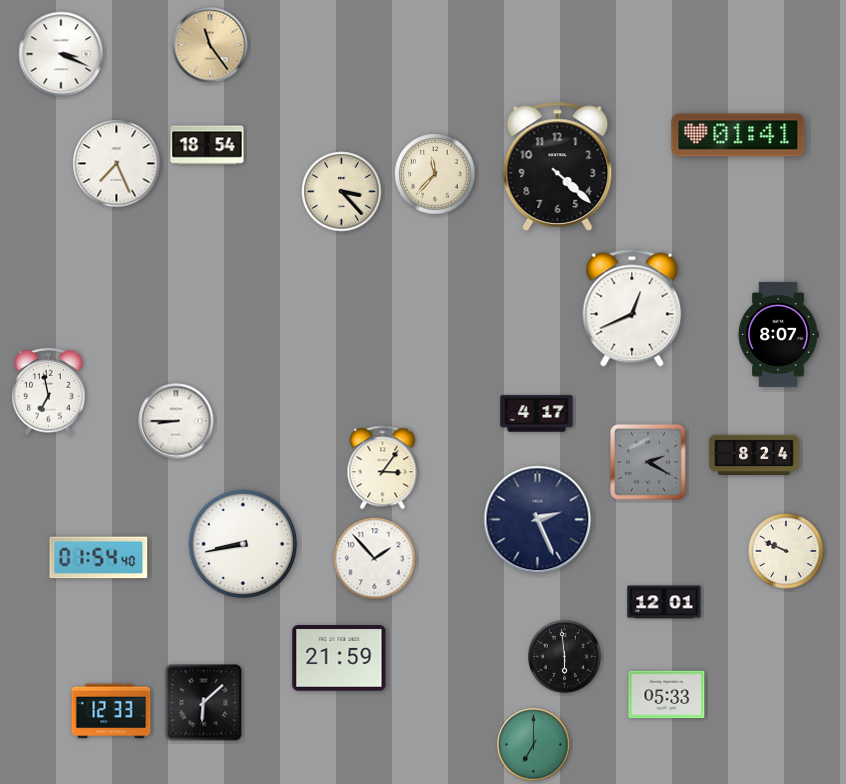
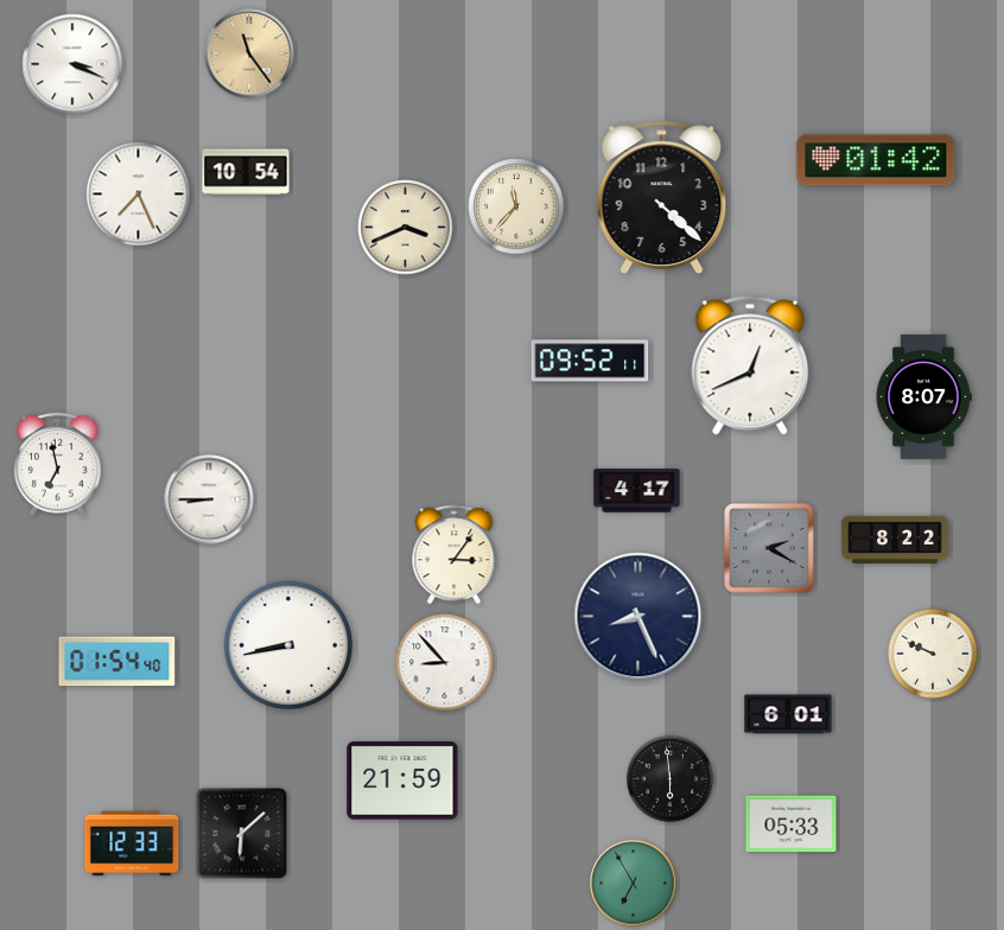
clock at (738, 135): 01:41 -> 01:42
clock at (207, 145): 18:54 -> 10:54
clock at (342, 192): 3:23 -> 3:41
clock at (590, 361): none -> 09:52
clock at (754, 455): 8:24 -> 8:22
clock at (538, 520): 2:26 -> 8:26
clock at (375, 559): 1:53 -> 8:53
clock at (664, 602): 12:01 -> 6:01
clock at (534, 745): 7:00 -> 6:55
